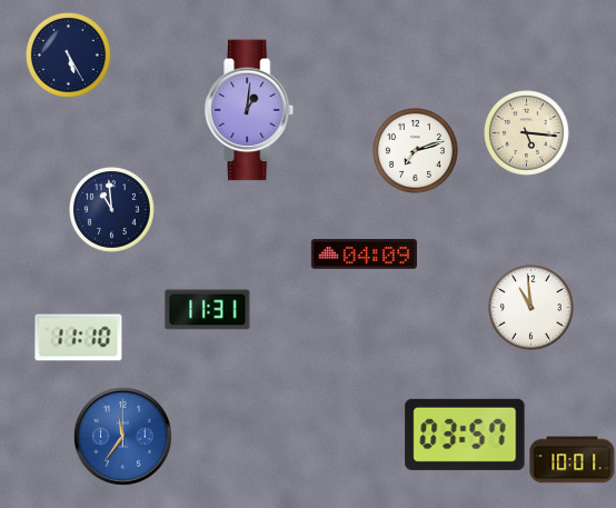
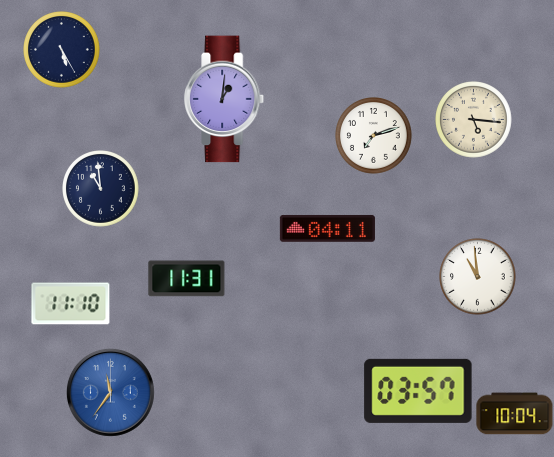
clock at (364, 253): 04:09 -> 04:11
clock at (573, 460): 10:01 -> 10:04
